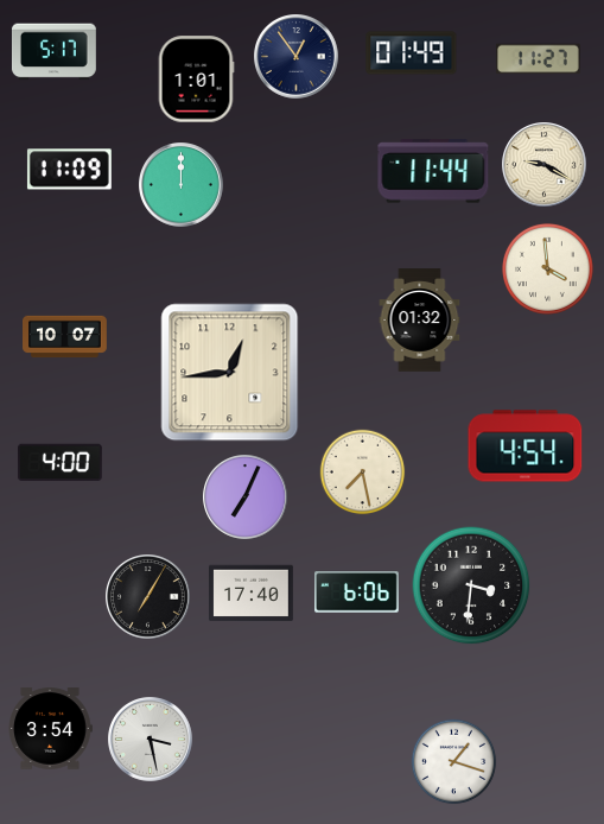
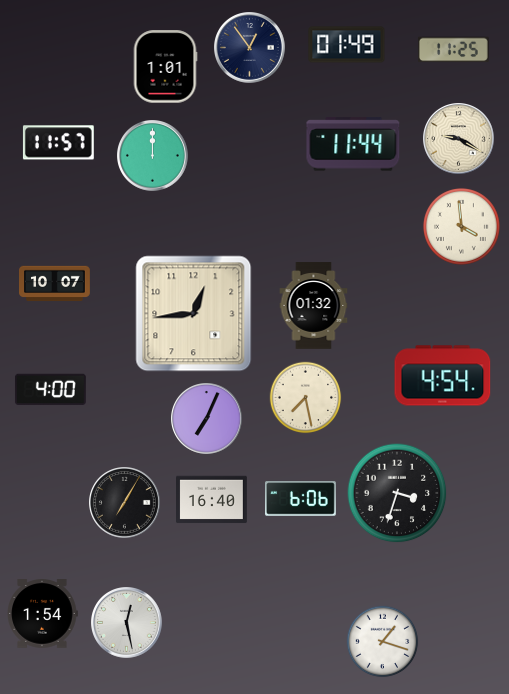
clock at (53, 52): 5:17 -> none
clock at (538, 59): 11:27 -> 11:25
clock at (69, 170): 11:09 -> 11:57
clock at (433, 171) position: (433, 171) -> (353, 144)
clock at (420, 321) position: (420, 321) -> (314, 306)
clock at (471, 585): 3:31 -> 3:33
clock at (252, 594): 17:40 -> 16:40
clock at (50, 729): 3:54 -> 1:54
clock at (151, 740): 3:28 -> 12:28
